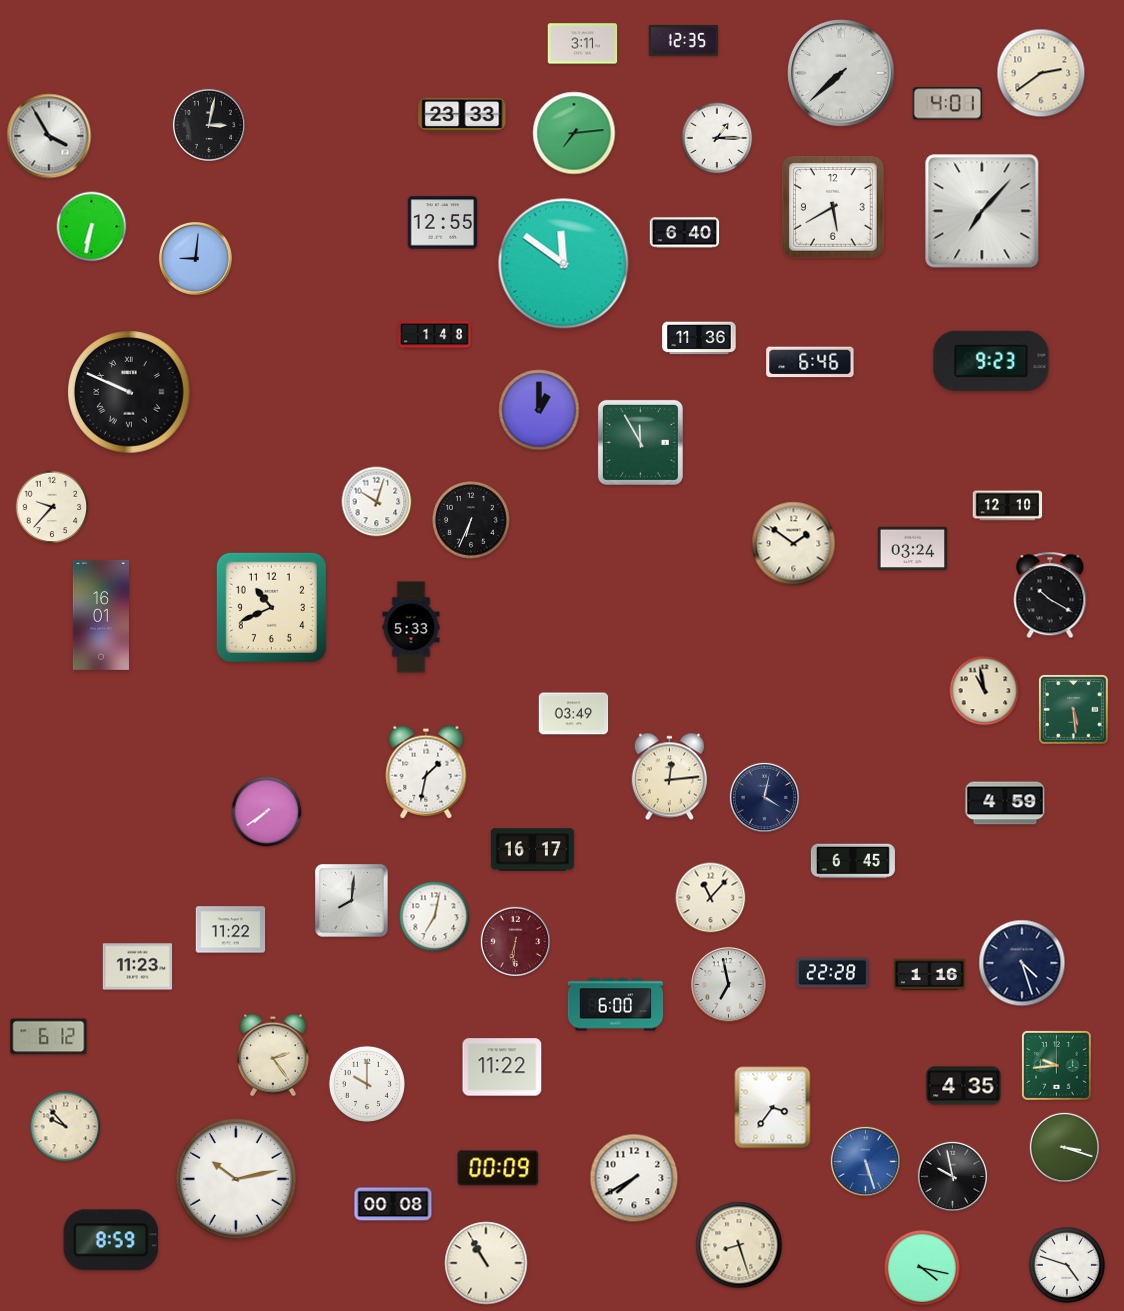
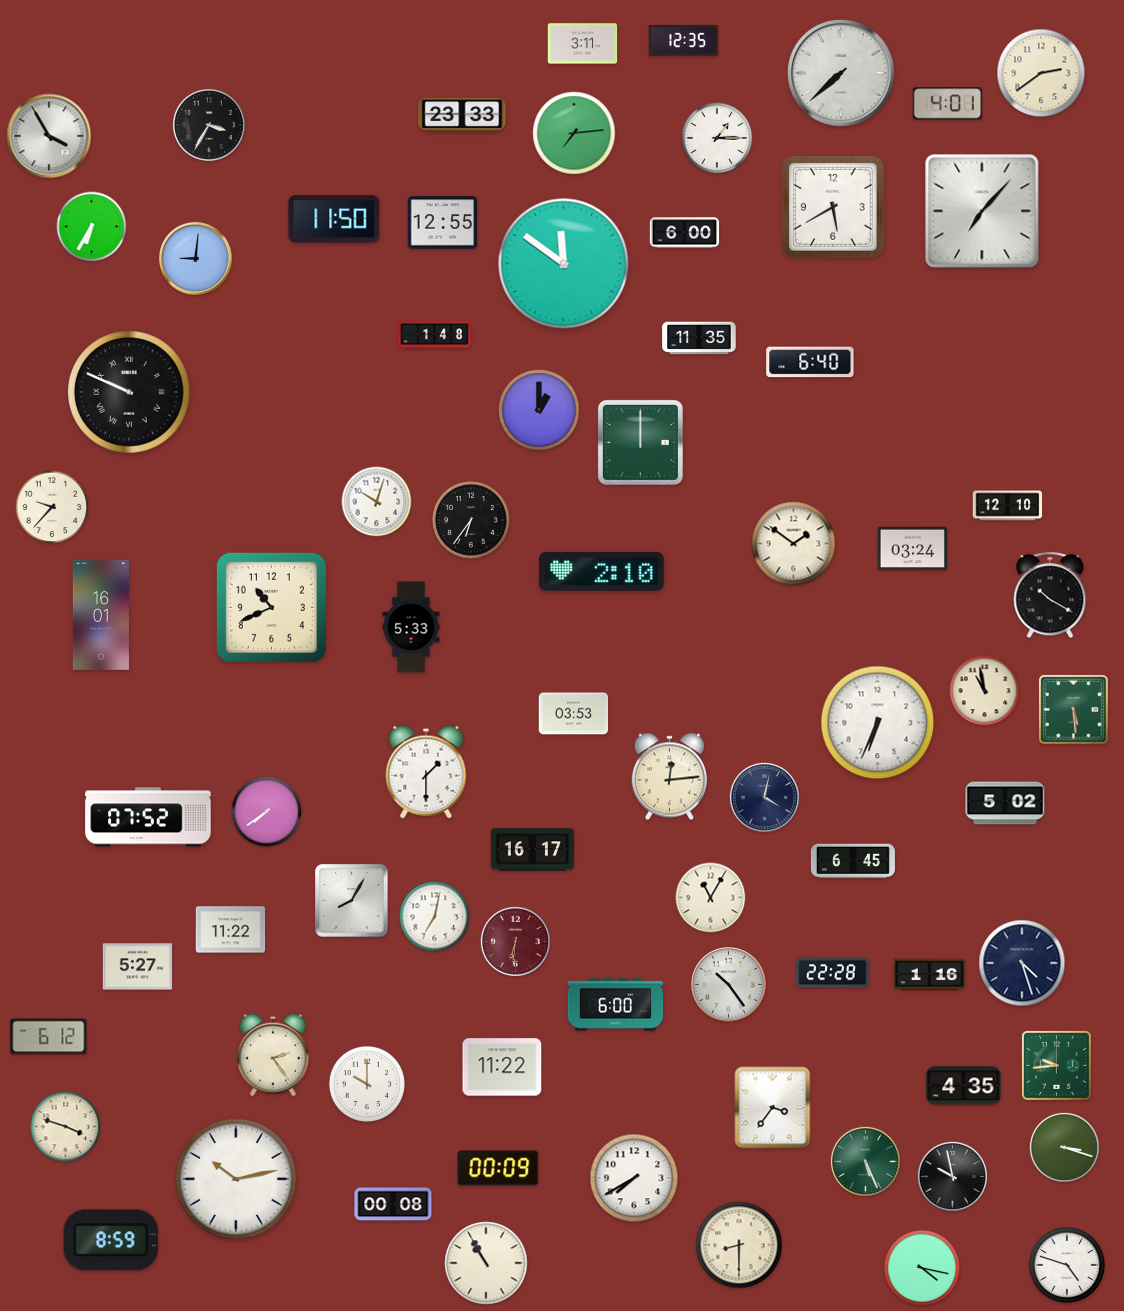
clock at (209, 125): 3:02 -> 3:35
clock at (334, 219): none -> 11:50
clock at (92, 227): 6:32 -> 6:35
clock at (685, 233): 6:40 -> 6:00
clock at (699, 338): 11:36 -> 11:35
clock at (991, 361): 9:23 -> none
clock at (810, 362): 6:46 -> 6:40
clock at (640, 442): 11:55 -> 12:00
clock at (472, 521): 6:34 -> 6:36
clock at (602, 571): none -> 2:10
clock at (574, 714): 03:49 -> 03:53
clock at (878, 723): none -> 6:34
clock at (426, 772): 1:32 -> 1:30
clock at (1005, 803): 4:59 -> 5:02
clock at (148, 817): none -> 07:52
clock at (711, 898): 11:07 -> 11:05
clock at (352, 901): 8:01 -> 8:05
clock at (138, 967): 11:23 -> 5:27
clock at (729, 985): 6:58 -> 10:24
clock at (66, 1127): 9:53 -> 3:48
clock at (865, 1161): 5:27 -> 5:26
clock at (865, 1161) dial: blue -> green
clock at (739, 1245): 8:27 -> 8:30
